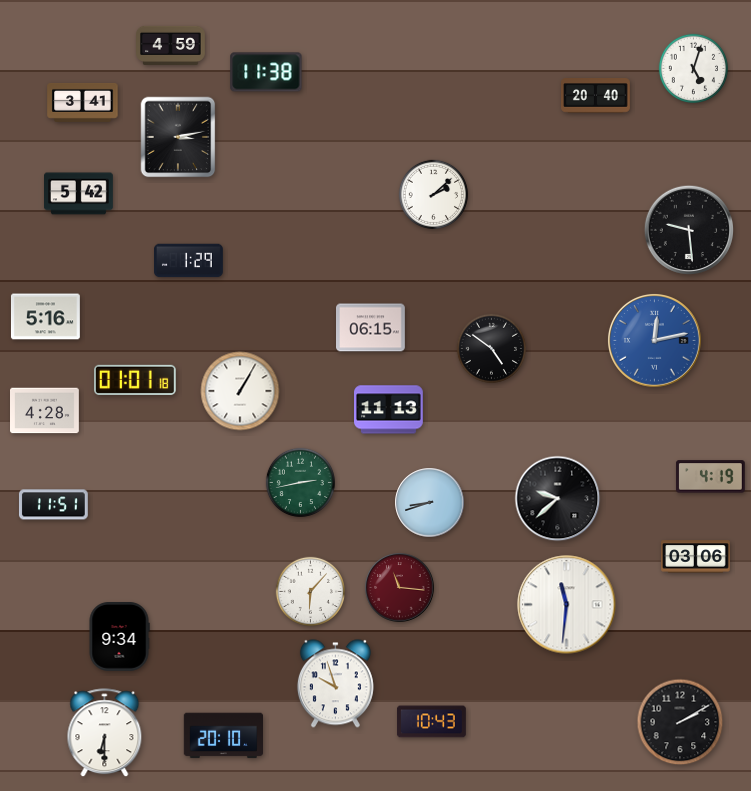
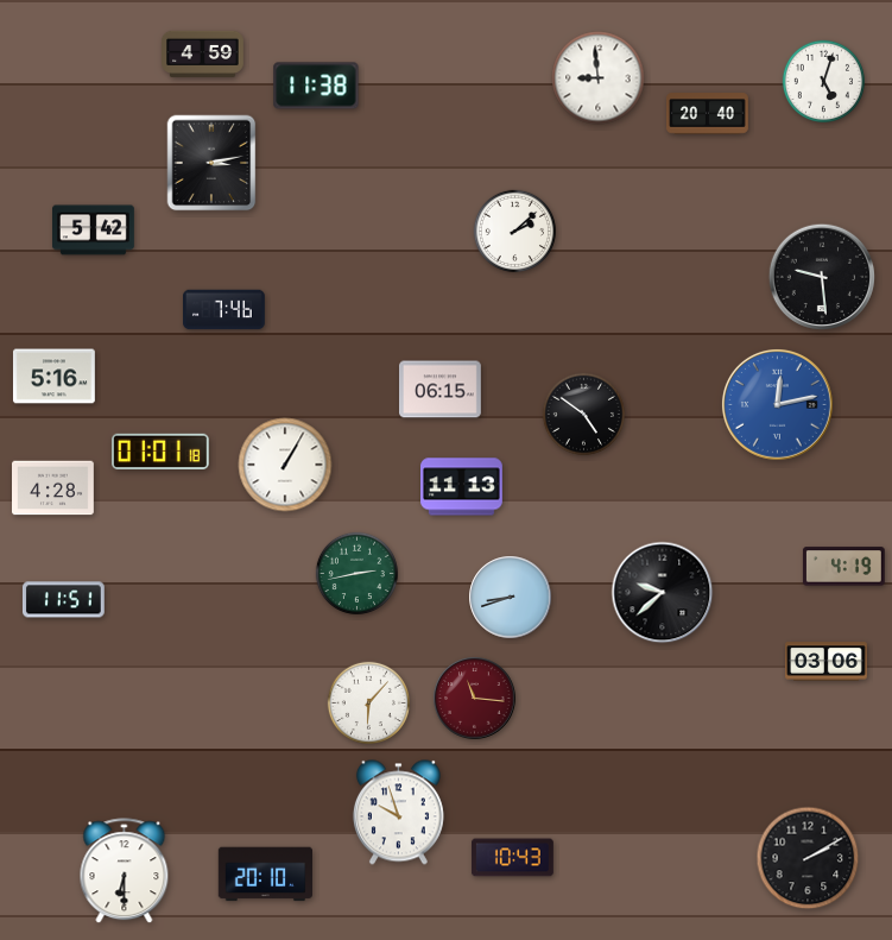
clock at (599, 78): none -> 8:59
clock at (83, 102): 3:41 -> none
clock at (688, 229) position: (688, 229) -> (821, 276)
clock at (189, 261): 1:29 -> 7:46
clock at (567, 605): 11:31 -> none
clock at (119, 637): 9:34 -> none
